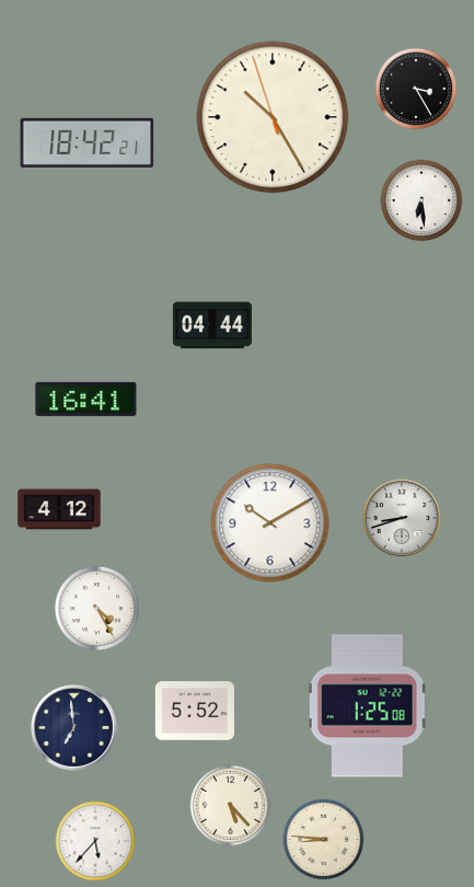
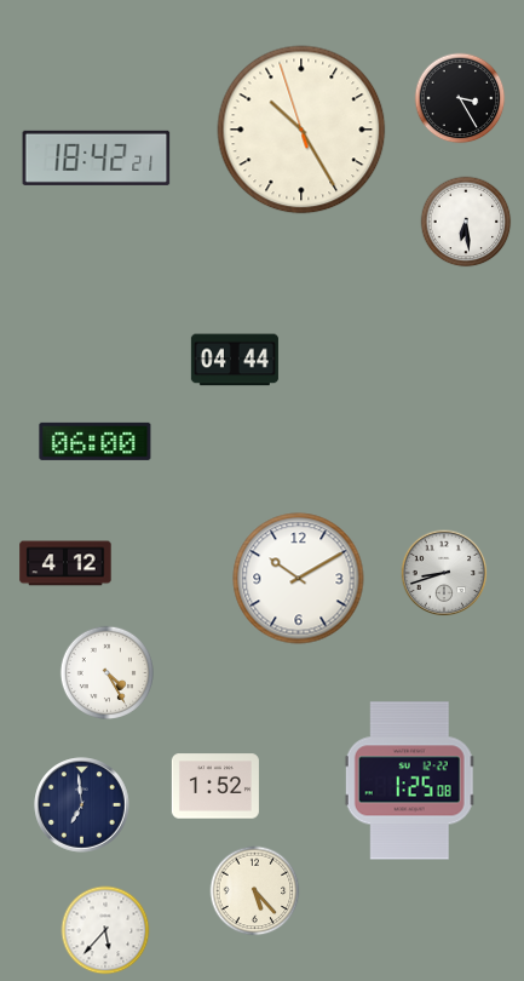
clock at (86, 399): 16:41 -> 06:00
clock at (368, 706) position: (368, 706) -> (410, 781)
clock at (195, 711): 5:52 -> 1:52
clock at (324, 840): 8:46 -> none
